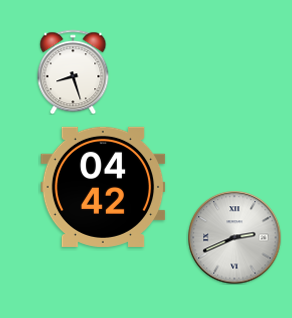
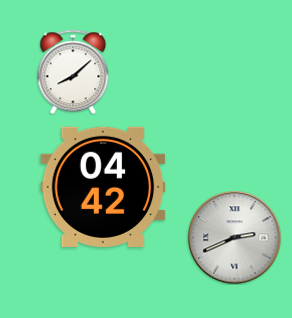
clock at (73, 72): 8:27 -> 8:08
